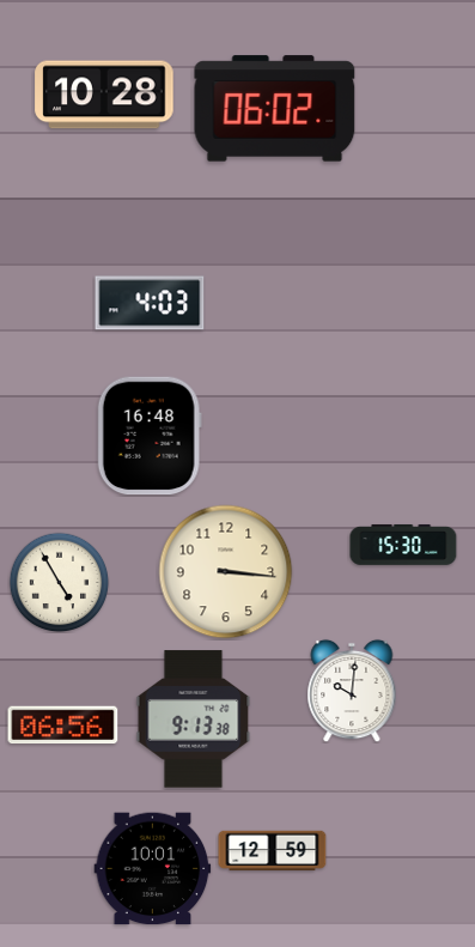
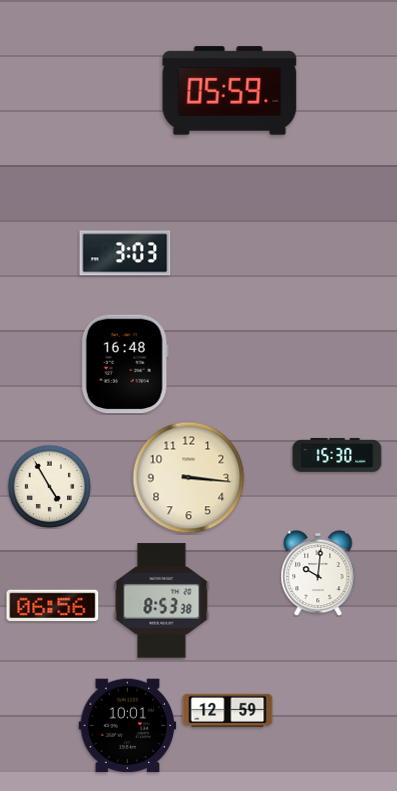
clock at (104, 95): 10:28 -> none
clock at (275, 109): 06:02 -> 05:59
clock at (150, 303): 4:03 -> 3:03
clock at (352, 691) position: (352, 691) -> (318, 573)
clock at (194, 720): 9:13 -> 8:53
